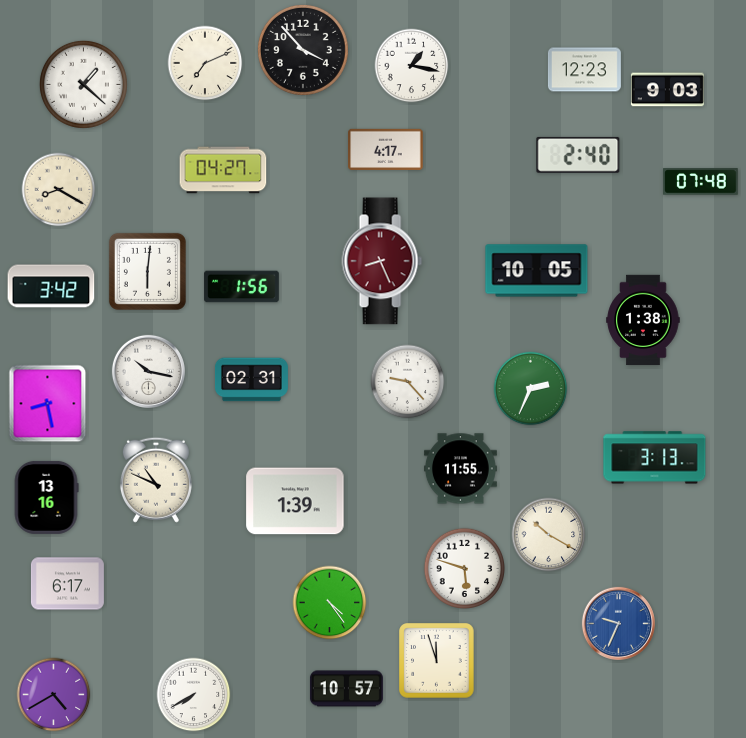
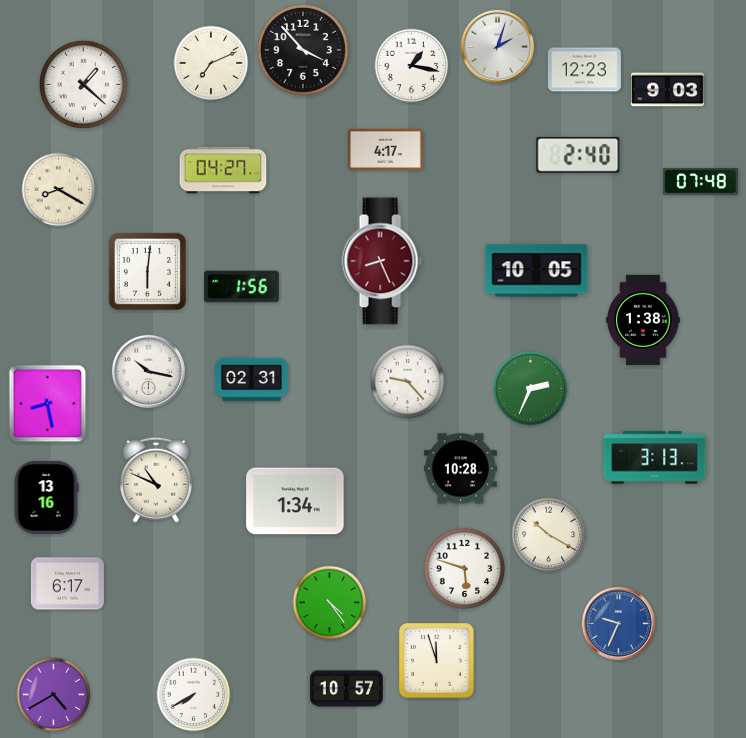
clock at (497, 46): none -> 2:03
clock at (205, 63) position: (205, 63) -> (211, 63)
clock at (51, 286): 3:42 -> none
clock at (460, 469): 11:55 -> 10:28
clock at (295, 501): 1:39 -> 1:34
